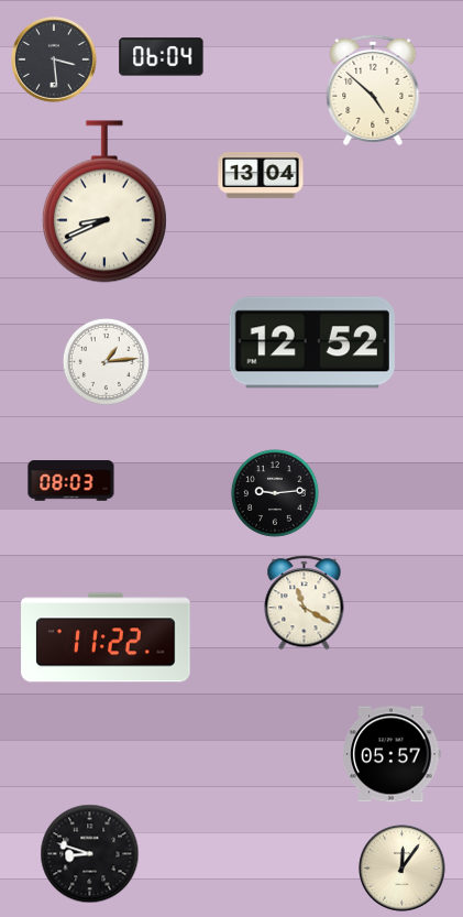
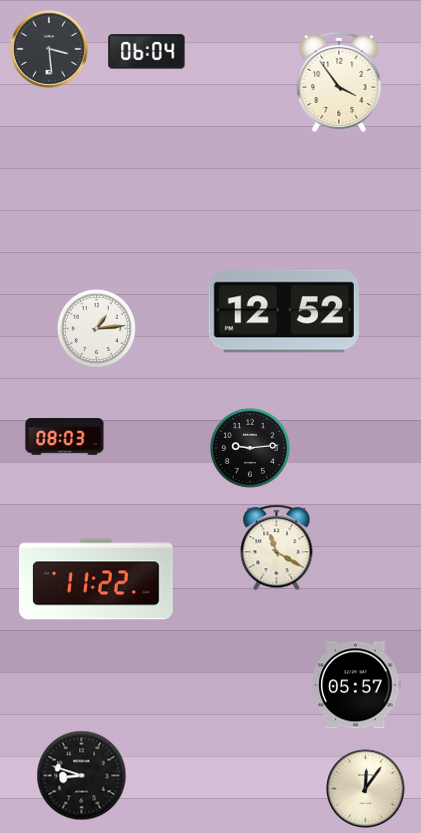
clock at (55, 61) position: (55, 61) -> (50, 50)
clock at (373, 90): 4:52 -> 3:54
clock at (261, 175): 13:04 -> none
clock at (104, 201): 8:41 -> none
